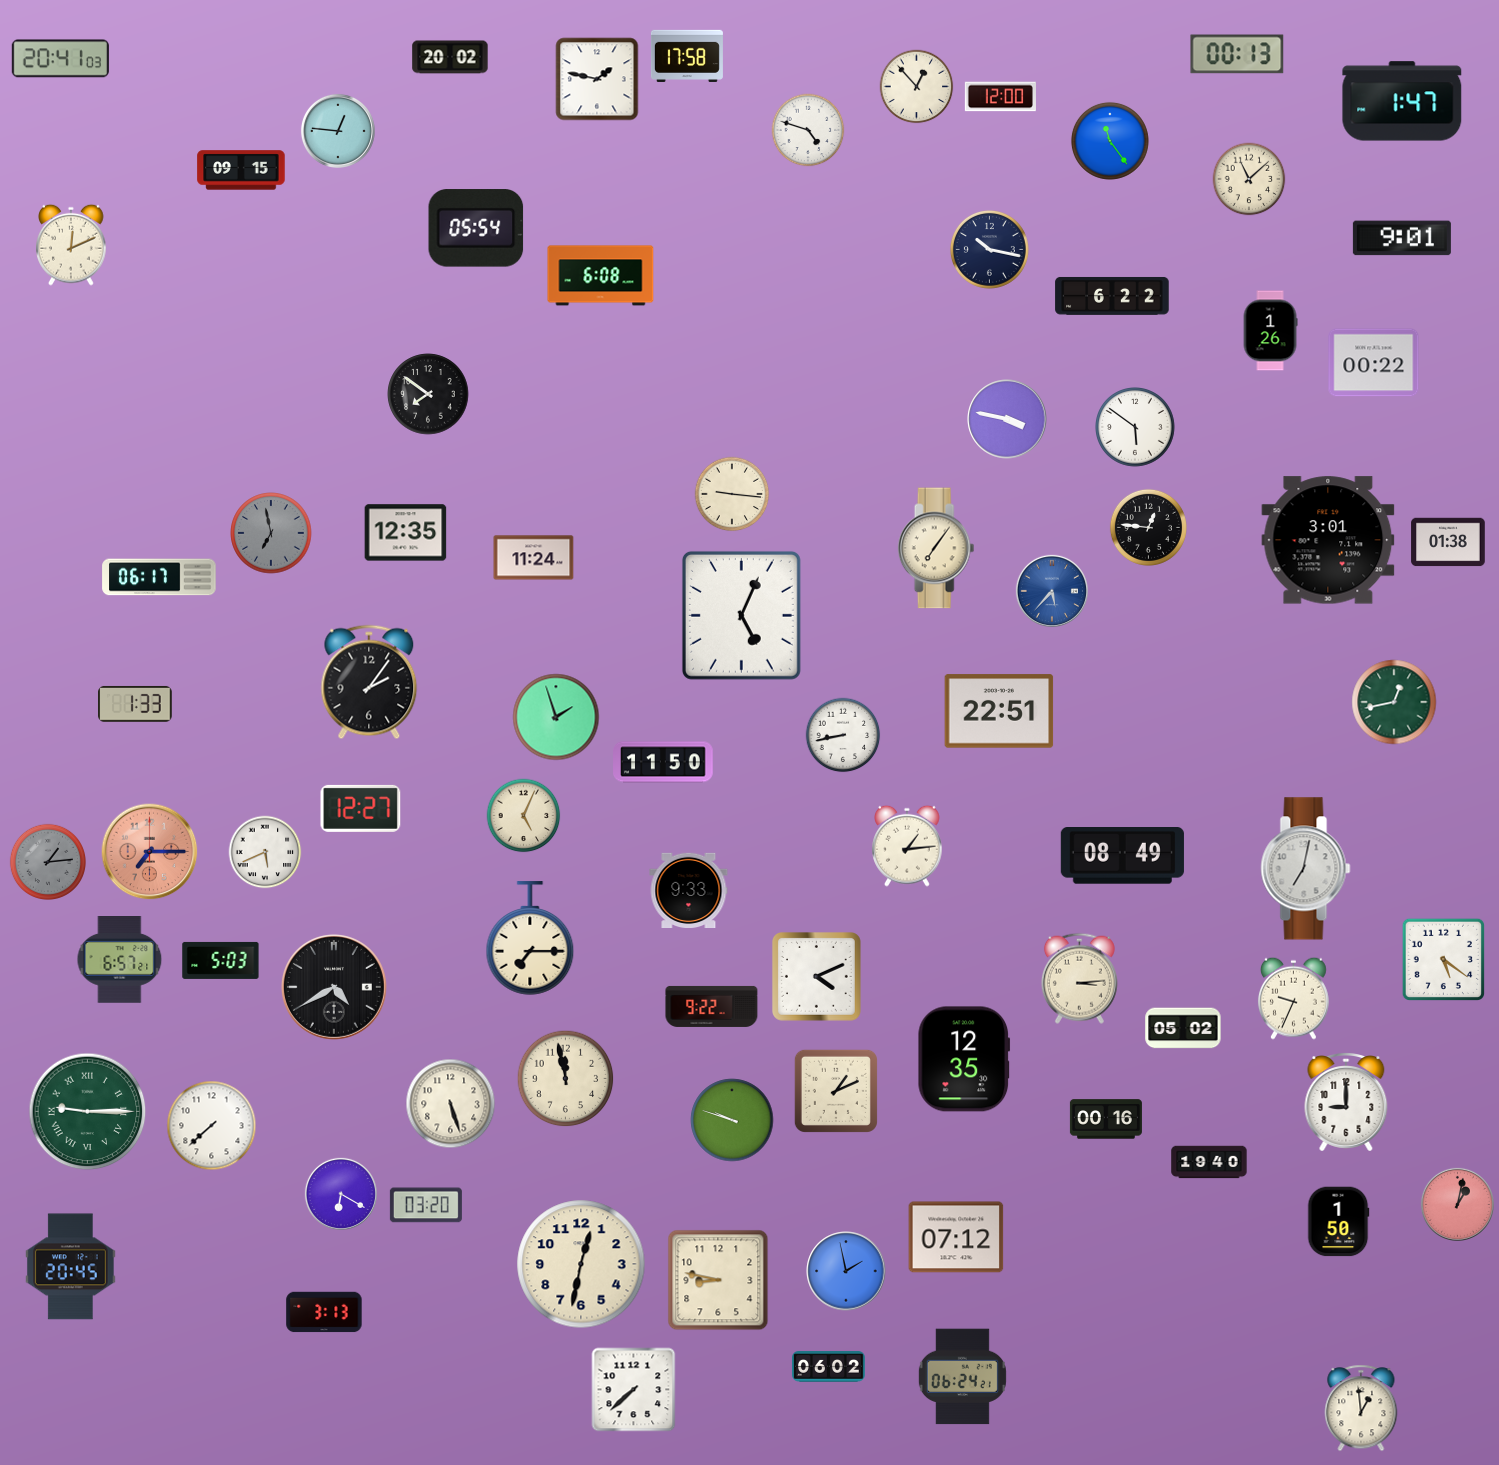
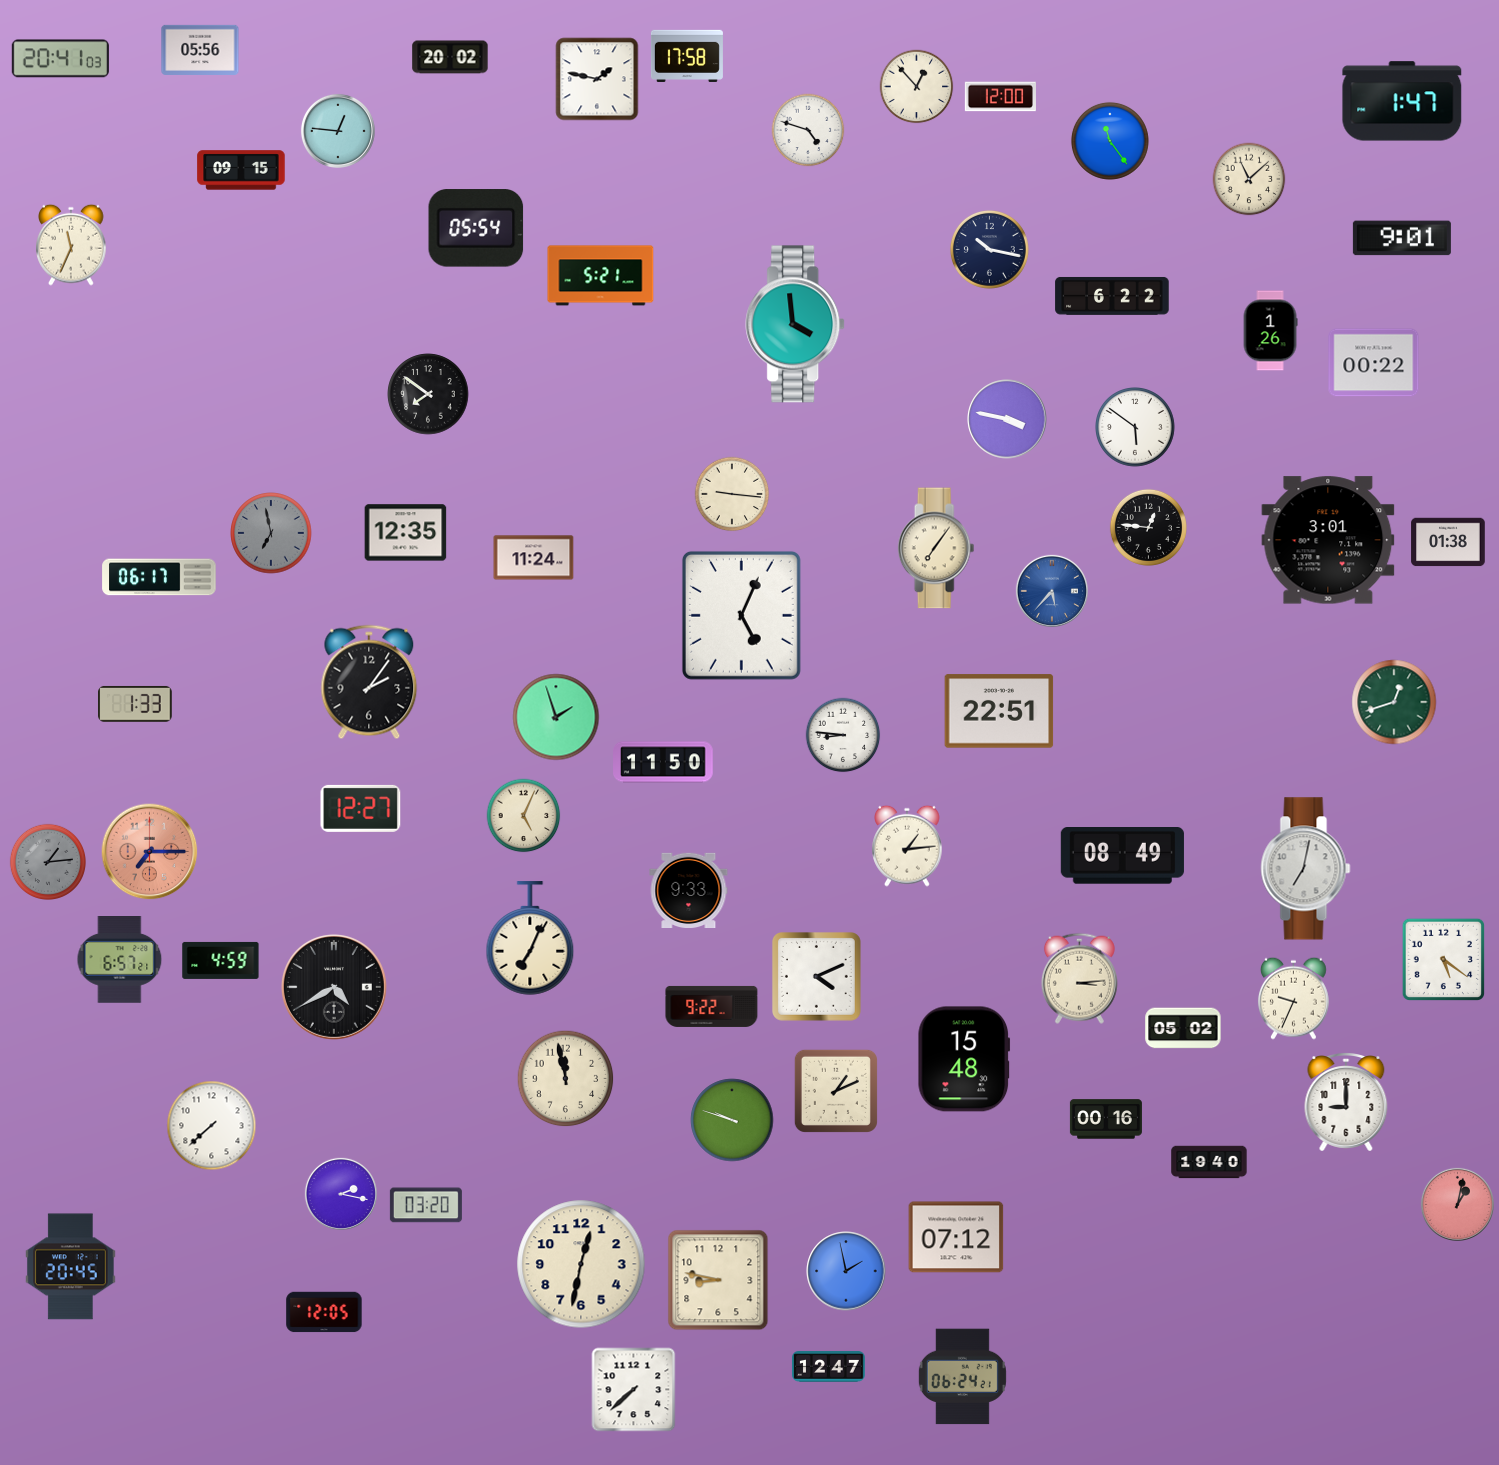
clock at (200, 50): none -> 05:56
clock at (1237, 54): 00:13 -> none
clock at (71, 245): 12:11 -> 11:34
clock at (601, 276): 6:08 -> 5:21
clock at (796, 324): none -> 3:59
clock at (1394, 702): 12:43 -> 12:42
clock at (843, 735): 8:43 -> 8:46
clock at (265, 852): 5:41 -> none
clock at (530, 938): 7:15 -> 7:04
clock at (221, 960): 5:03 -> 4:59
clock at (964, 1059): 12:35 -> 15:48
clock at (451, 1104): 5:27 -> none
clock at (88, 1112): 9:15 -> none
clock at (341, 1194): 6:20 -> 2:17
clock at (1338, 1222): 1:50 -> none
clock at (324, 1312): 3:13 -> 12:05
clock at (829, 1367): 06:02 -> 12:47
clock at (1361, 1408): 12:59 -> none
